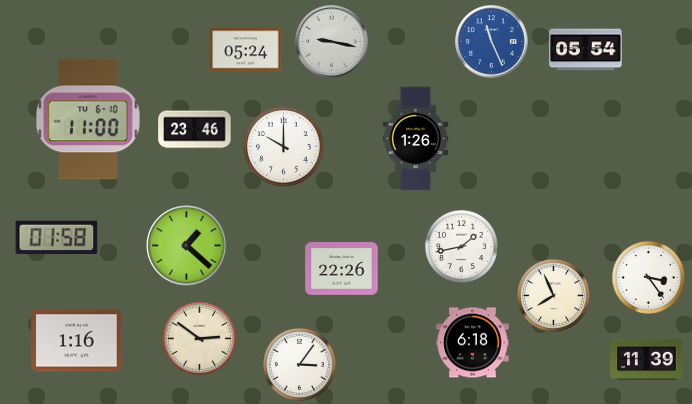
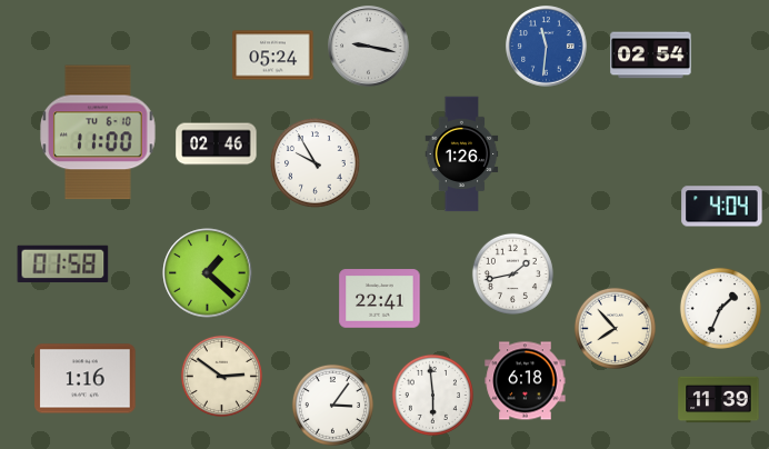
clock at (492, 42): 11:26 -> 11:31
clock at (586, 50): 05:54 -> 02:54
clock at (195, 130): 23:46 -> 02:46
clock at (284, 147): 10:00 -> 9:55
clock at (722, 207): none -> 4:04
clock at (342, 269): 22:26 -> 22:41
clock at (648, 277): 3:24 -> 1:34
clock at (553, 295): 7:56 -> 7:53
clock at (432, 395): none -> 5:59
